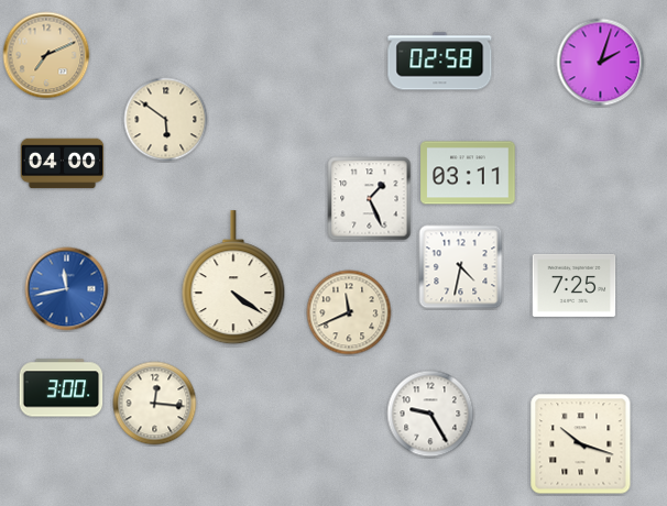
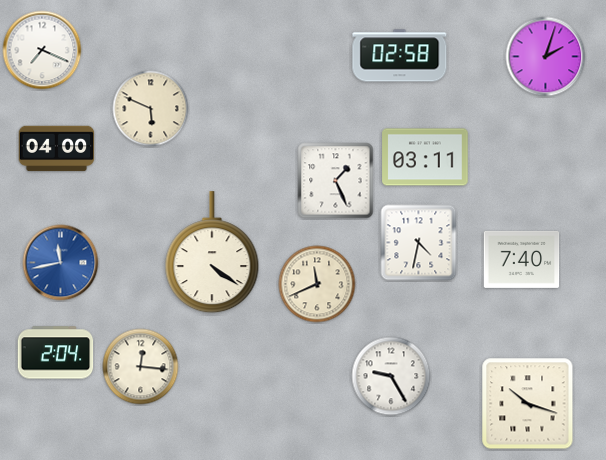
clock at (46, 55): 7:11 -> 7:19
clock at (46, 55) dial: champagne -> white
clock at (166, 120): 5:51 -> 5:49
clock at (575, 285): 7:25 -> 7:40
clock at (62, 388): 3:00 -> 2:04
